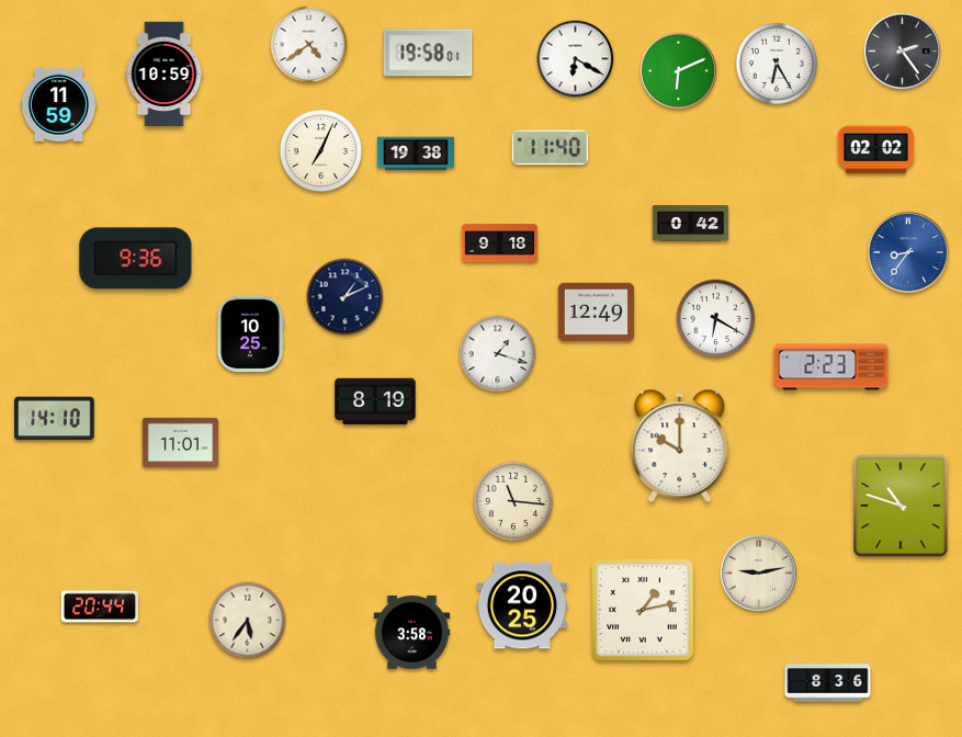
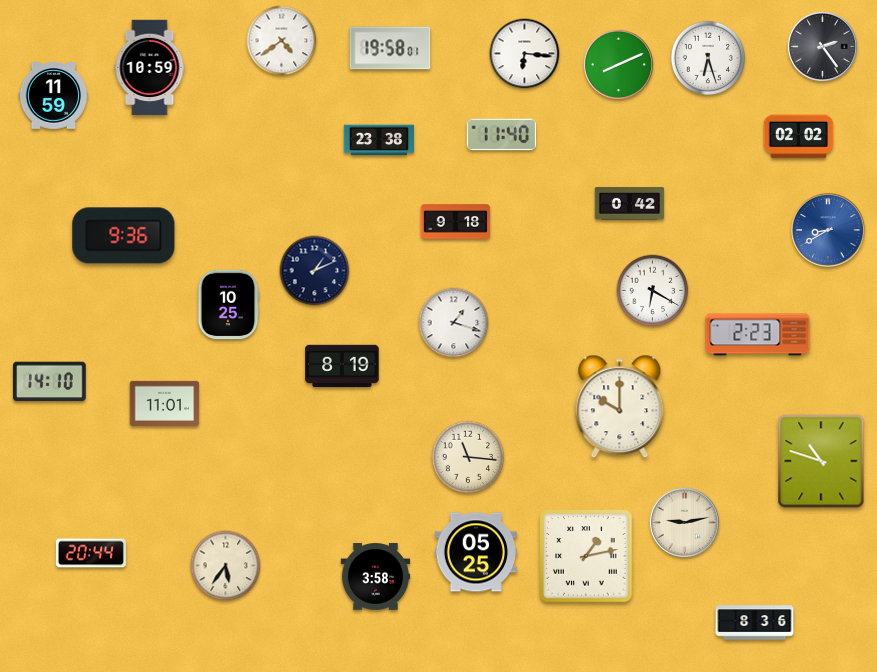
clock at (576, 59): 6:20 -> 6:16
clock at (776, 63): 6:25 -> 6:27
clock at (678, 70): 6:11 -> 8:11
clock at (320, 150): 7:04 -> none
clock at (416, 154): 19:38 -> 23:38
clock at (909, 253): 8:36 -> 8:40
clock at (597, 313): 12:49 -> none
clock at (758, 572) position: (758, 572) -> (684, 522)
clock at (522, 605): 20:25 -> 05:25
